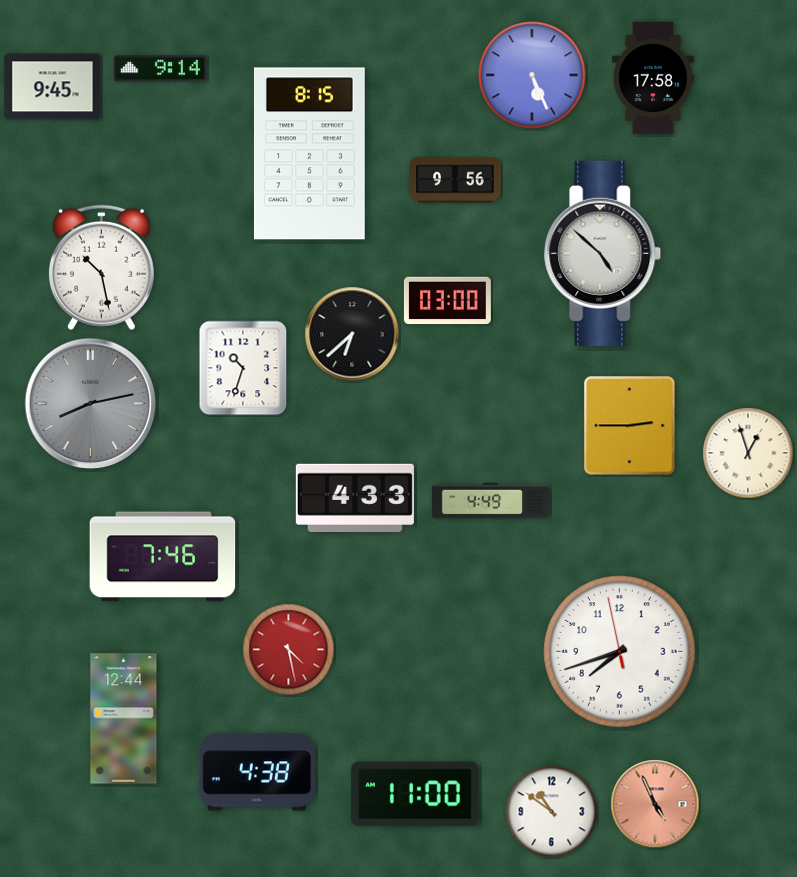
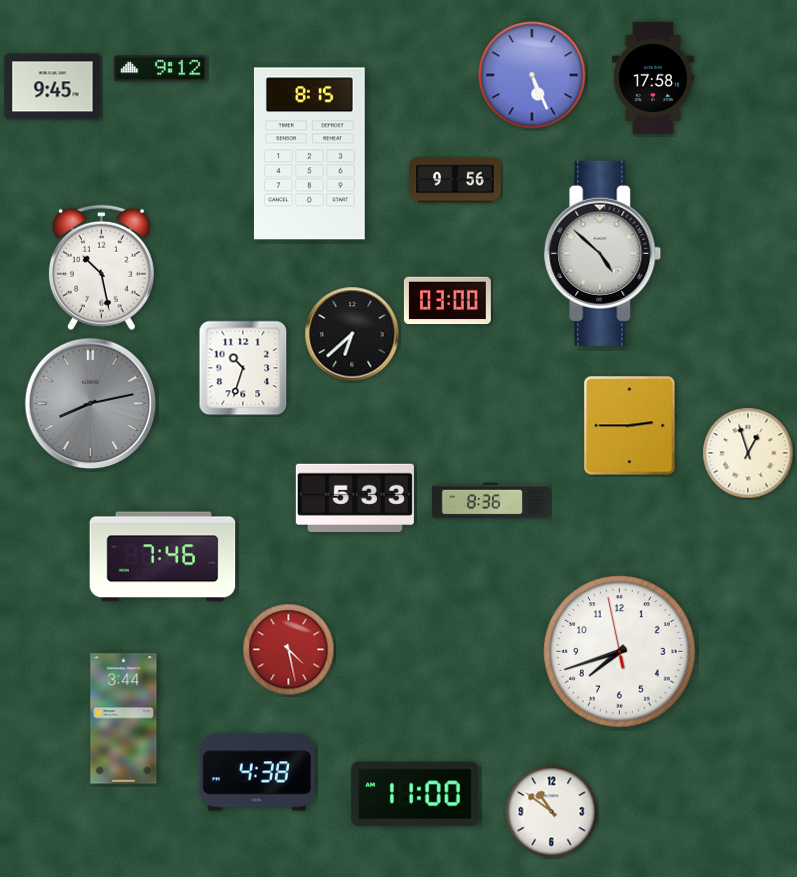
clock at (161, 69): 9:14 -> 9:12
clock at (355, 498): 4:33 -> 5:33
clock at (490, 501): 4:49 -> 8:36
clock at (124, 719): 12:44 -> 3:44
clock at (655, 804): 4:56 -> none
